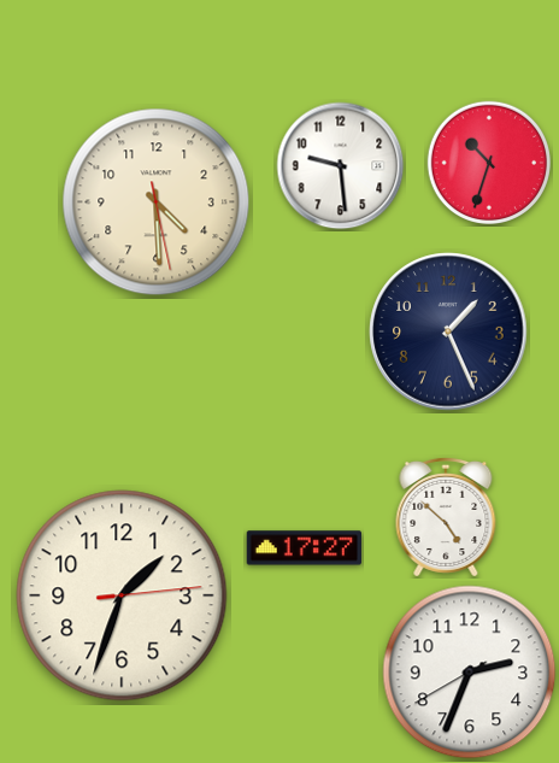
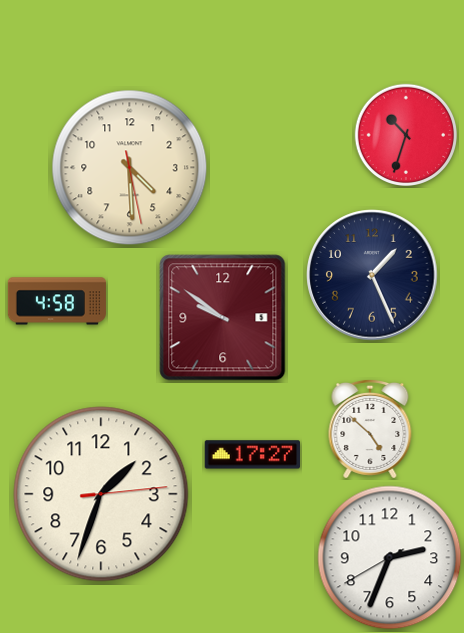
clock at (341, 166): 9:29 -> none
clock at (57, 301): none -> 4:58
clock at (223, 318): none -> 9:51
